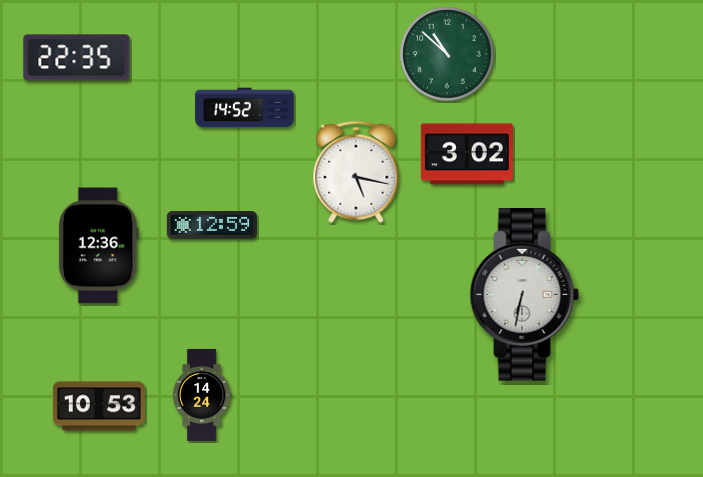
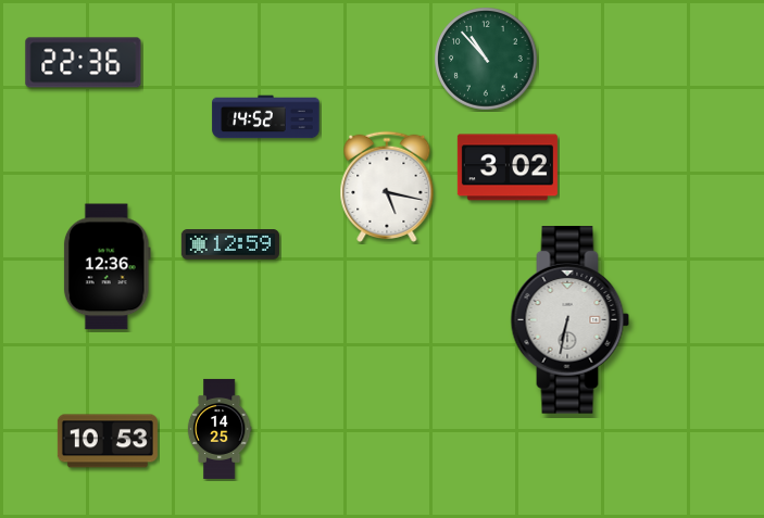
clock at (447, 54): 10:52 -> 10:53
clock at (77, 58): 22:35 -> 22:36
clock at (202, 395): 14:24 -> 14:25
